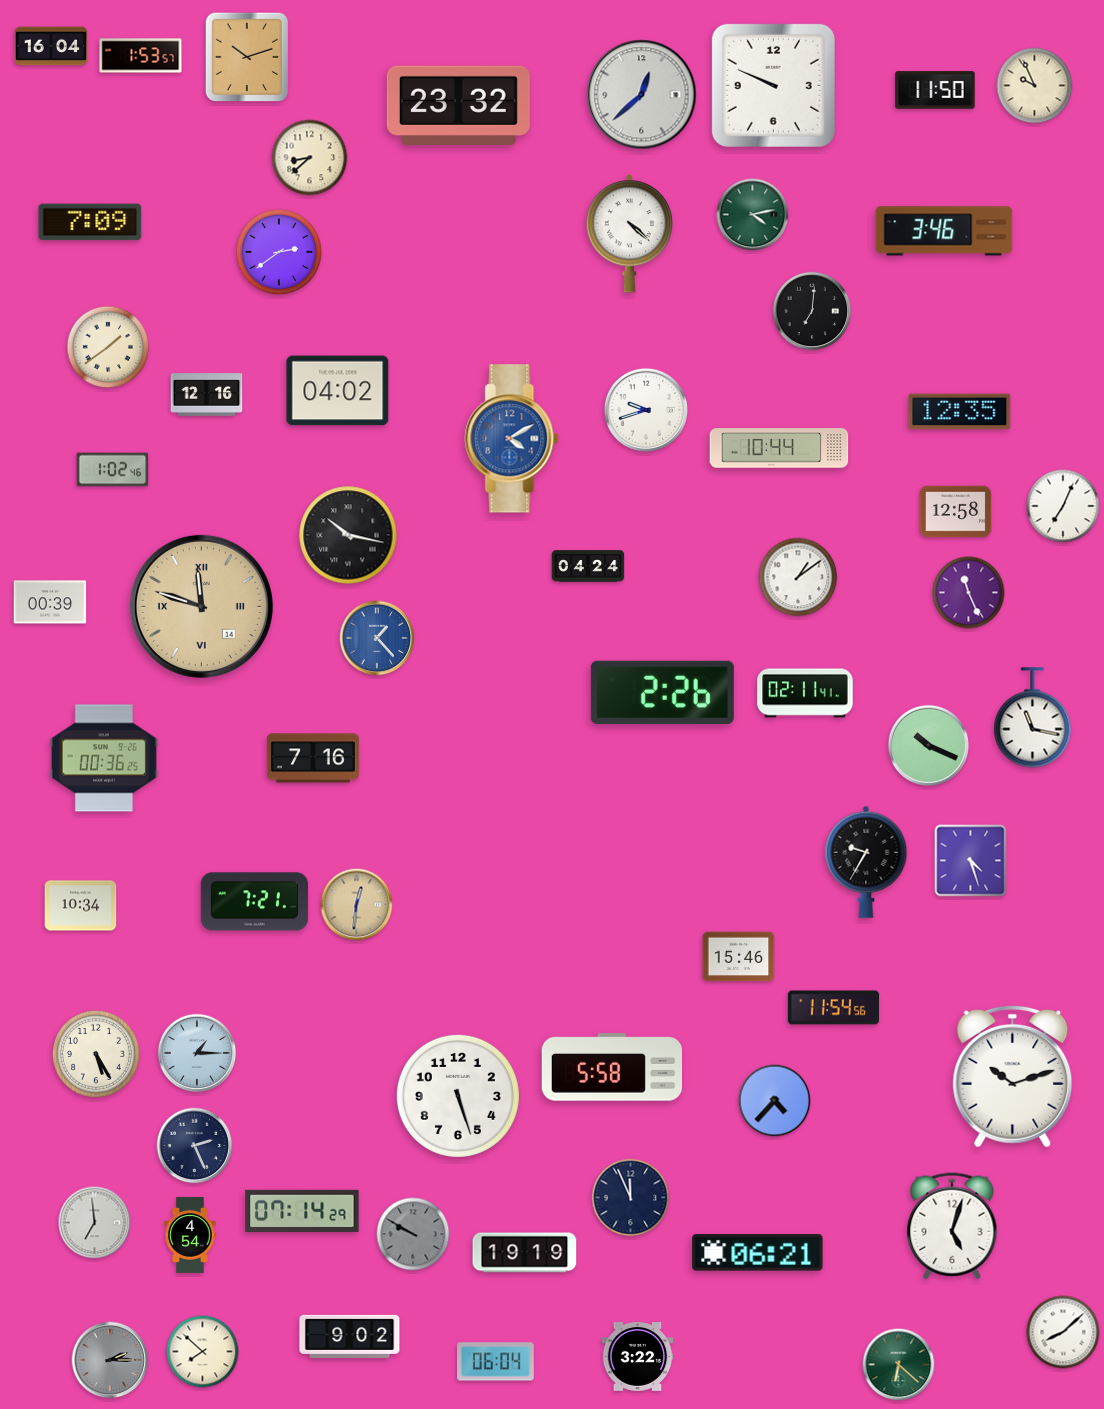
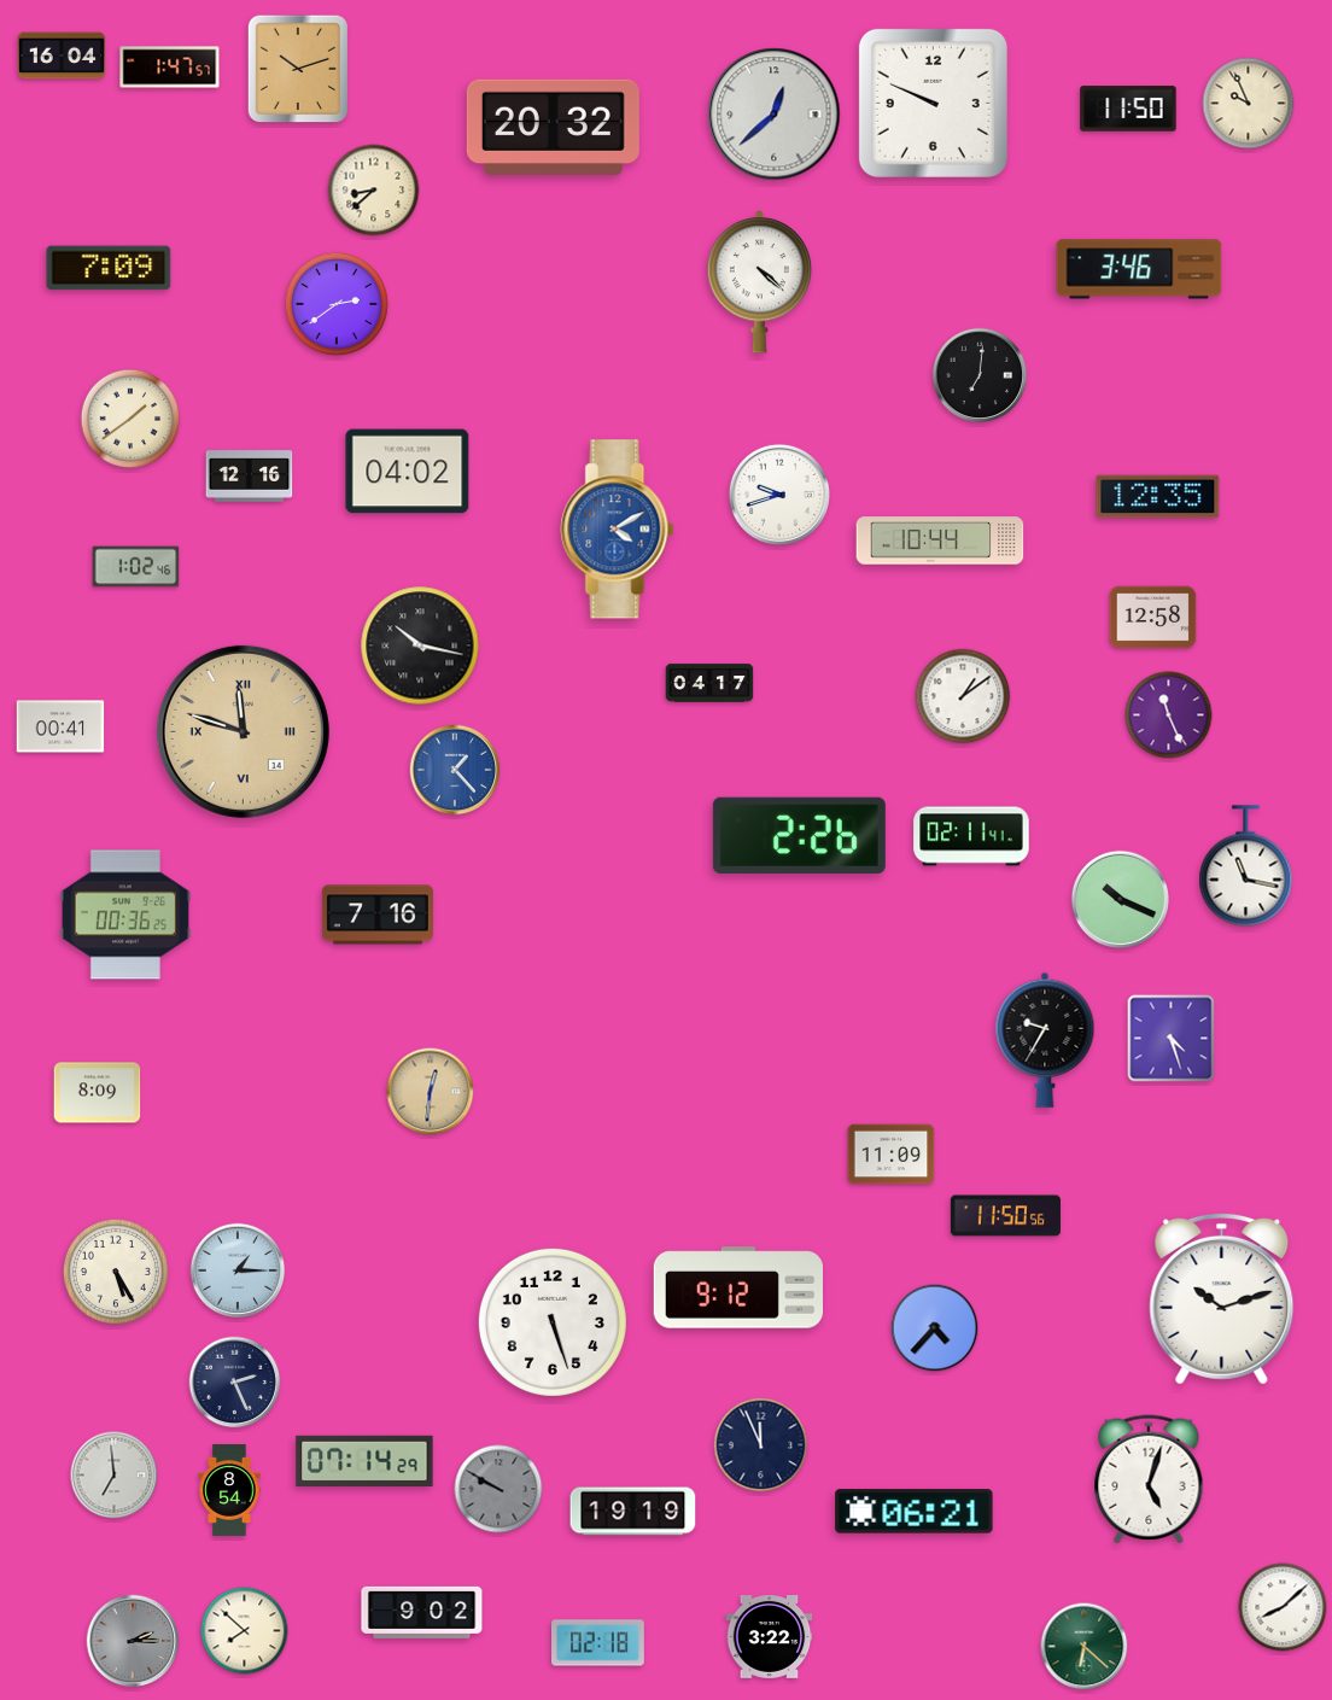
clock at (141, 56): 1:53 -> 1:47
clock at (458, 105): 23:32 -> 20:32
clock at (753, 215): 4:13 -> none
clock at (944, 231) position: (944, 231) -> (1139, 269)
clock at (1063, 506): 7:04 -> none
clock at (588, 566): 04:24 -> 04:17
clock at (50, 602): 00:39 -> 00:41
clock at (254, 902): 7:21 -> none
clock at (81, 906): 10:34 -> 8:09
clock at (739, 957): 15:46 -> 11:09
clock at (833, 1008): 11:54 -> 11:50
clock at (611, 1067): 5:58 -> 9:12
clock at (190, 1235): 4:54 -> 8:54
clock at (496, 1362): 06:04 -> 02:18
